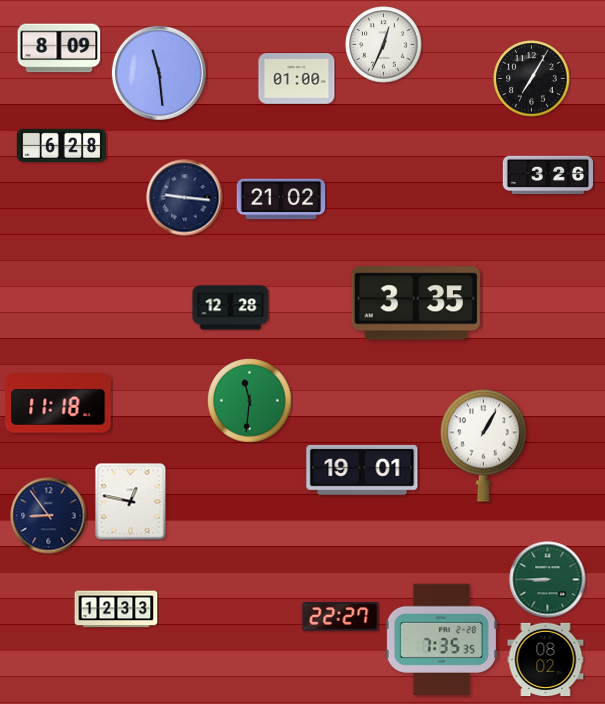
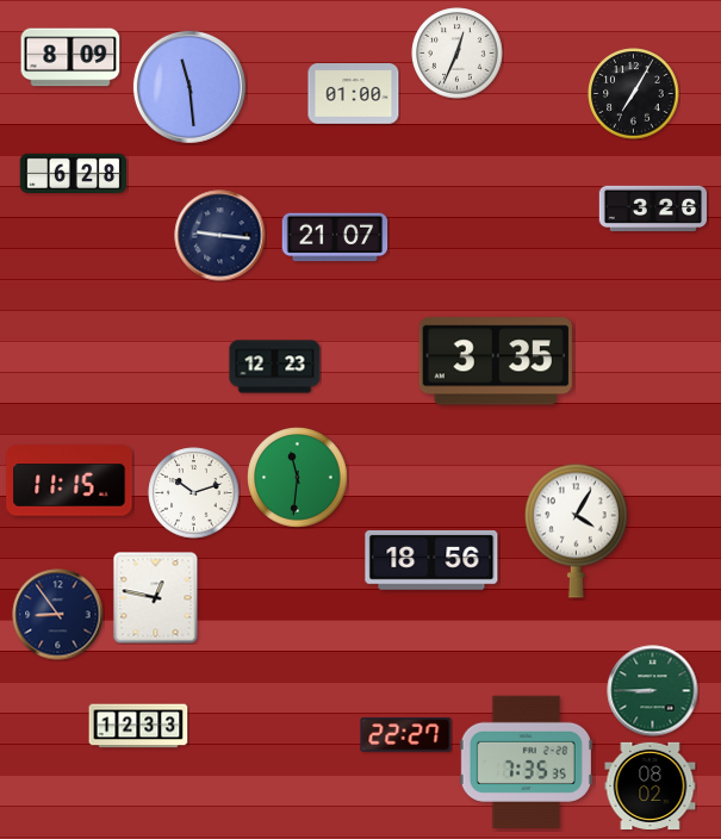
clock at (281, 199): 21:02 -> 21:07
clock at (231, 308): 12:28 -> 12:23
clock at (58, 403): 11:18 -> 11:15
clock at (194, 493): none -> 10:12
clock at (483, 445): 1:05 -> 4:05
clock at (362, 470): 19:01 -> 18:56
